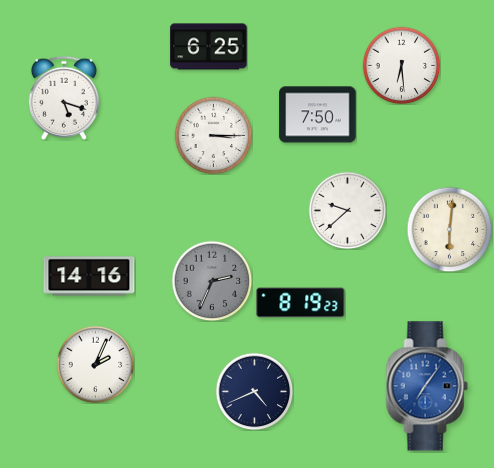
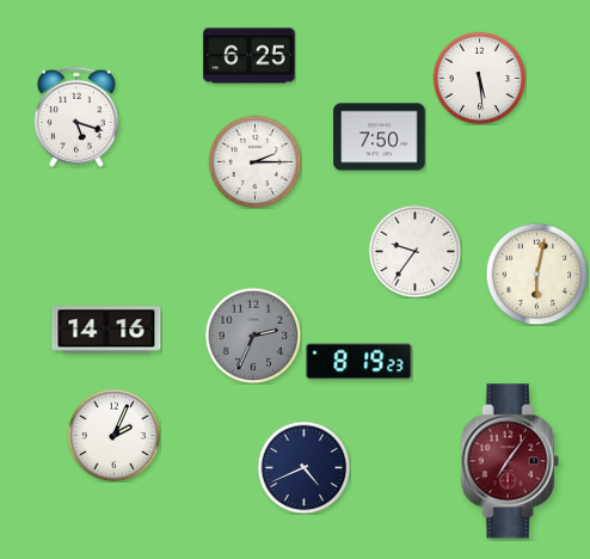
clock at (401, 65): 6:29 -> 5:29
clock at (213, 135): 3:15 -> 2:15
clock at (347, 210): 9:38 -> 9:36
clock at (449, 229): 6:01 -> 6:02
clock at (427, 386) dial: blue -> burgundy
